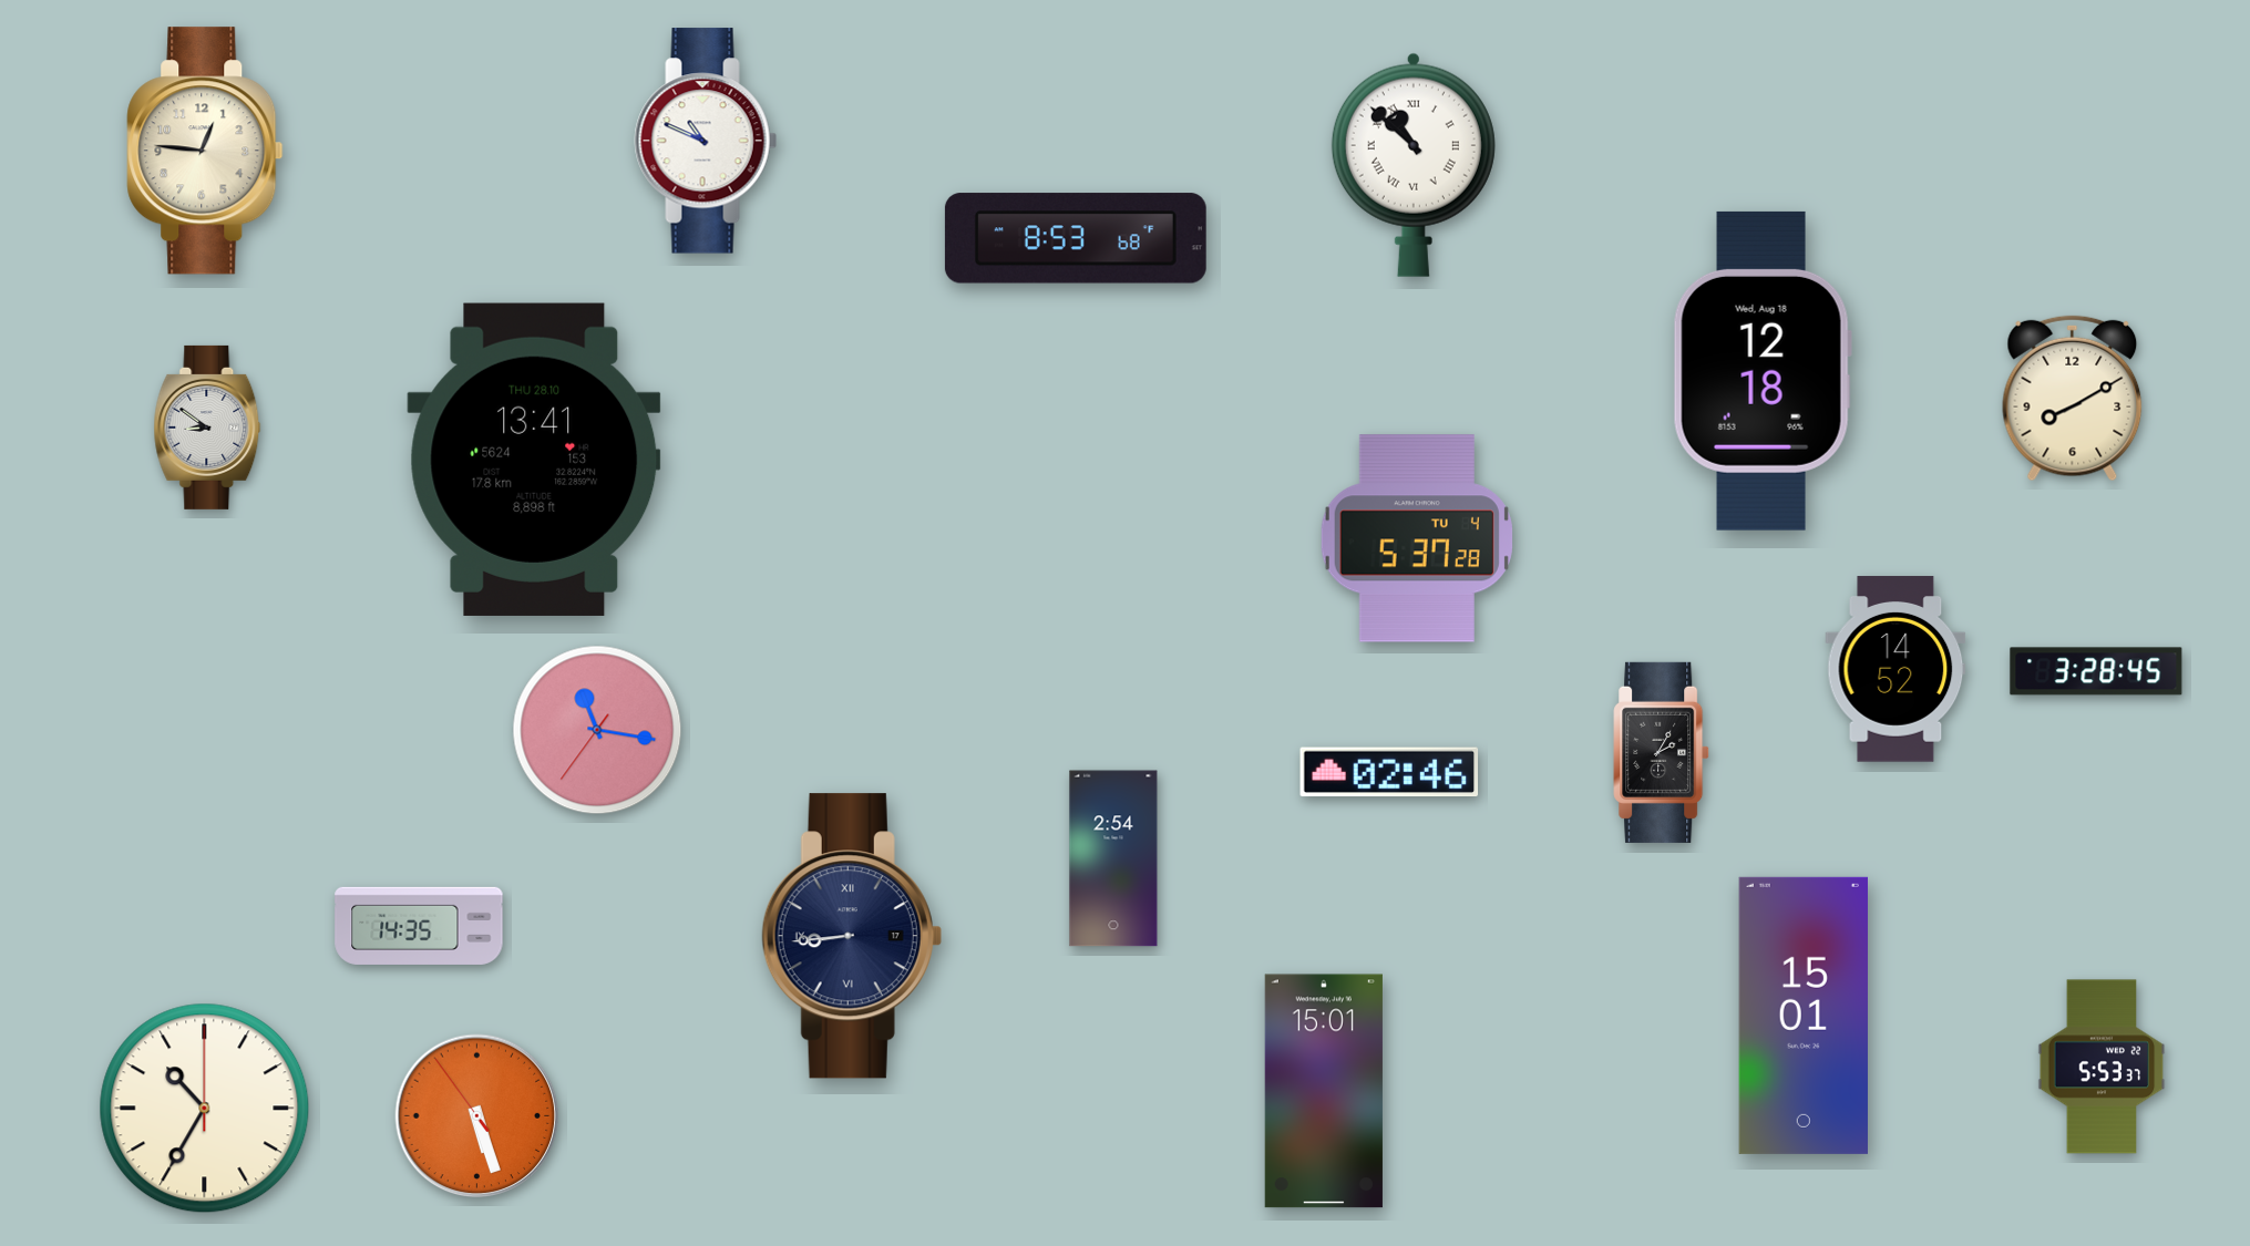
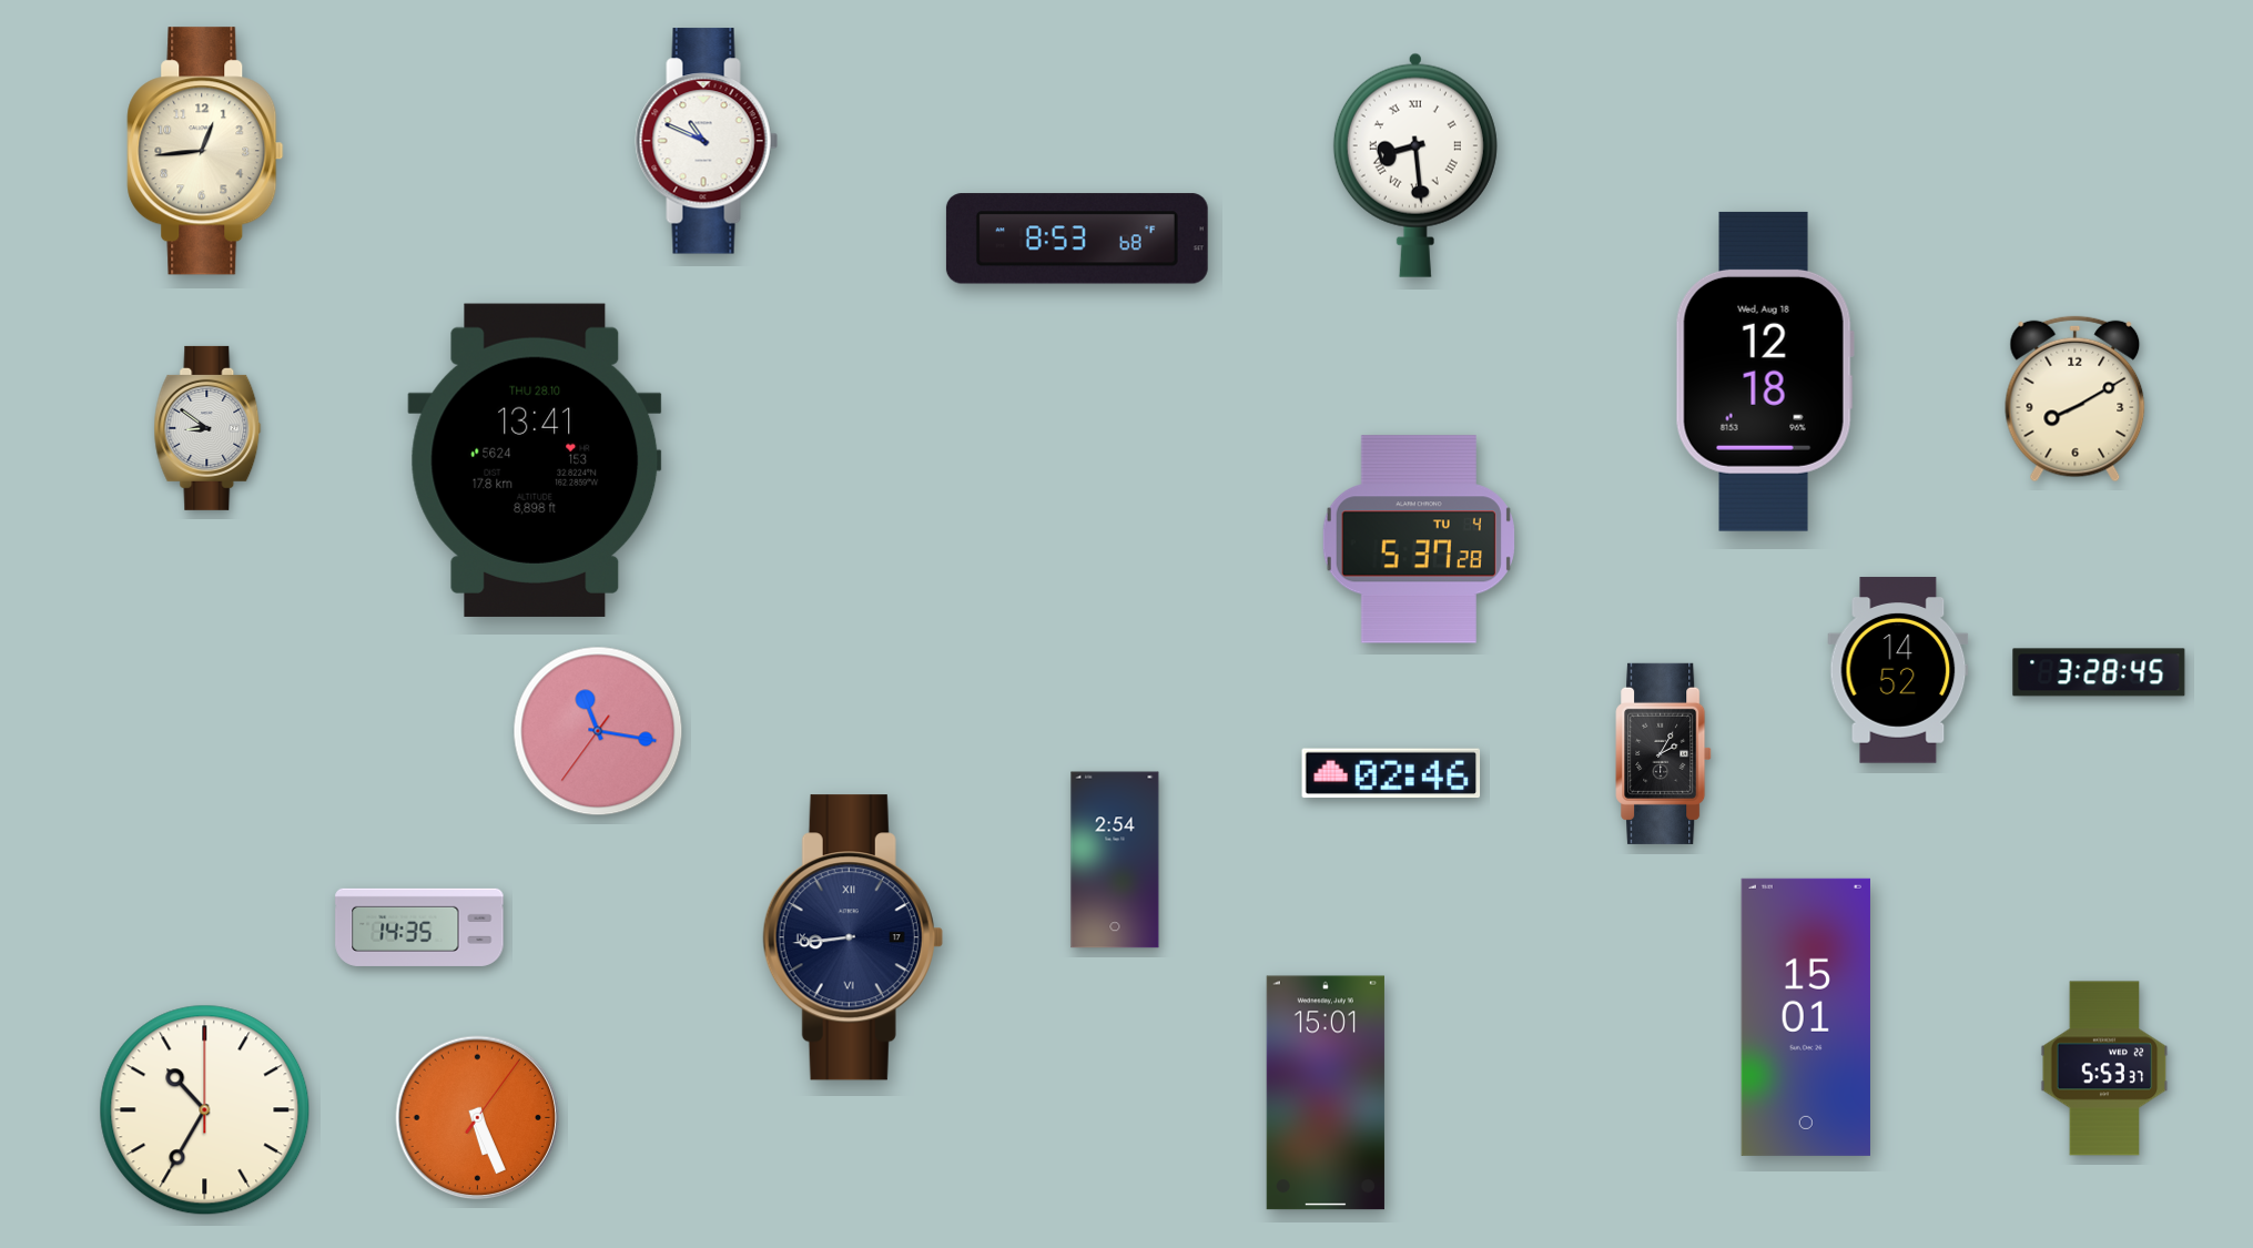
clock at (205, 151): 12:46 -> 12:44
clock at (1414, 165): 10:52 -> 8:29
clock at (477, 1116): 5:26:54 -> 5:26:06
